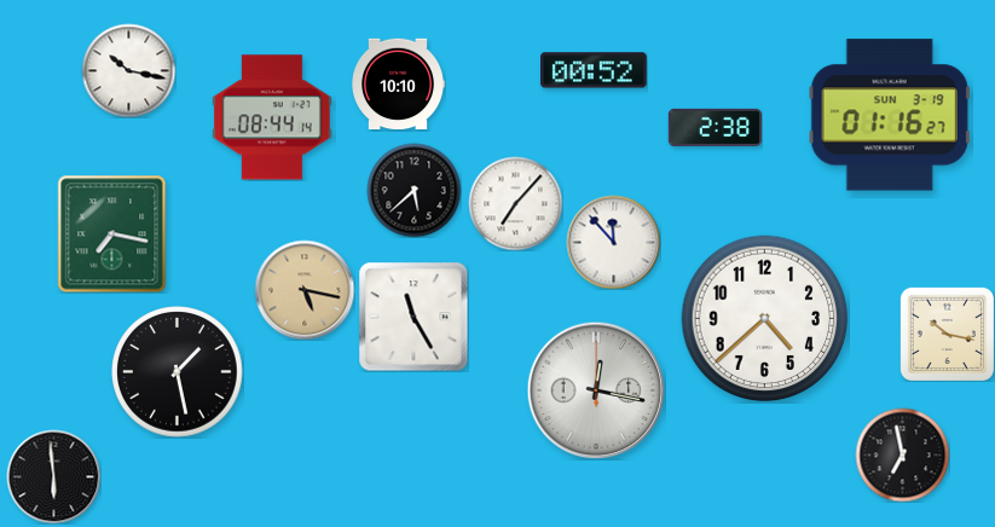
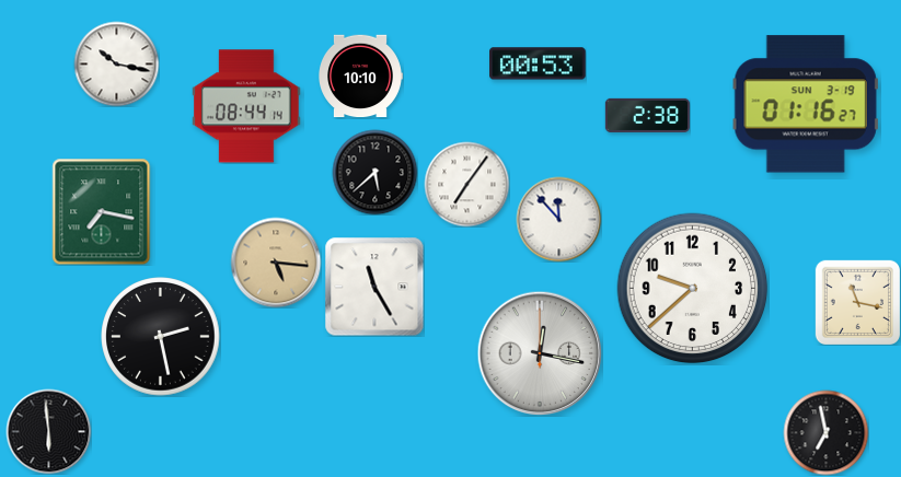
clock at (595, 70): 00:52 -> 00:53
clock at (515, 203): 7:07 -> 7:06
clock at (613, 242) position: (613, 242) -> (558, 219)
clock at (305, 290): 5:17 -> 5:16
clock at (765, 319): 4:38 -> 9:38
clock at (947, 334): 10:17 -> 11:17
clock at (178, 372): 1:28 -> 2:28
clock at (902, 454) position: (902, 454) -> (825, 432)
